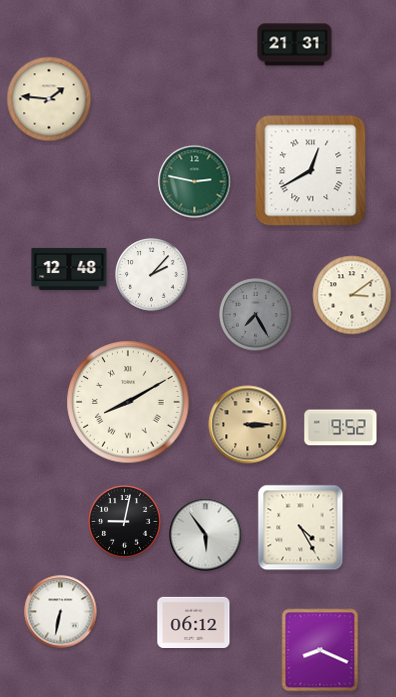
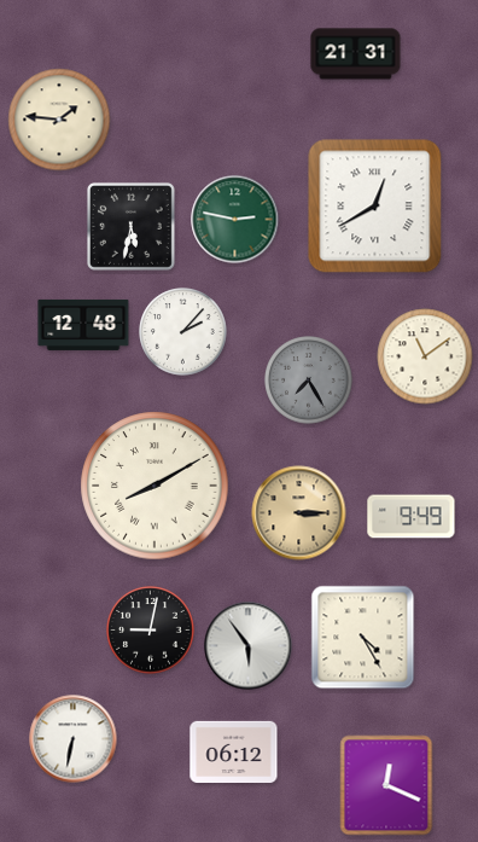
clock at (130, 226): none -> 5:32
clock at (352, 295): 3:09 -> 11:09
clock at (341, 428): 9:52 -> 9:49
clock at (320, 650): 8:19 -> 12:19
